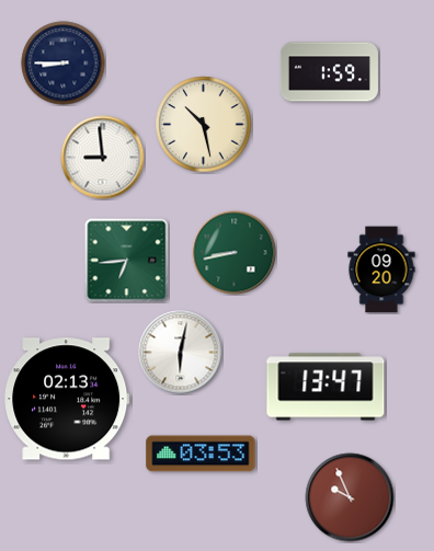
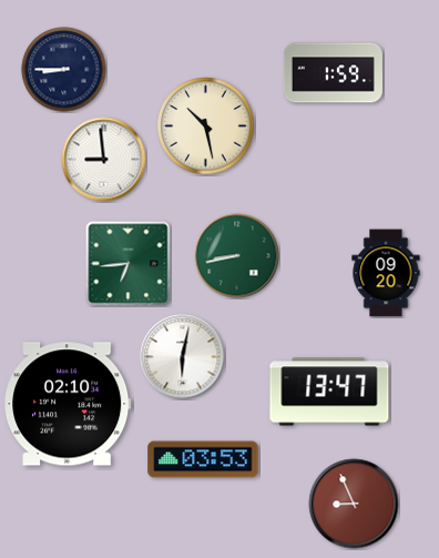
clock at (64, 64) position: (64, 64) -> (64, 70)
clock at (67, 399): 02:13 -> 02:10
clock at (350, 497): 9:56 -> 8:56
